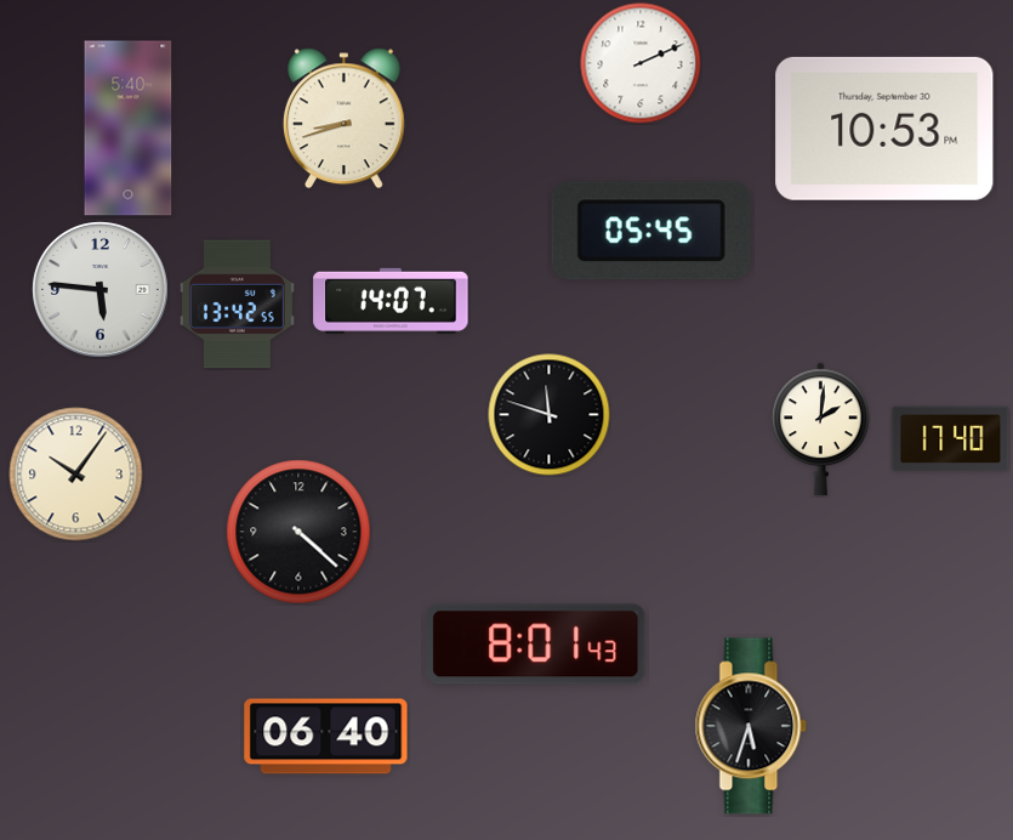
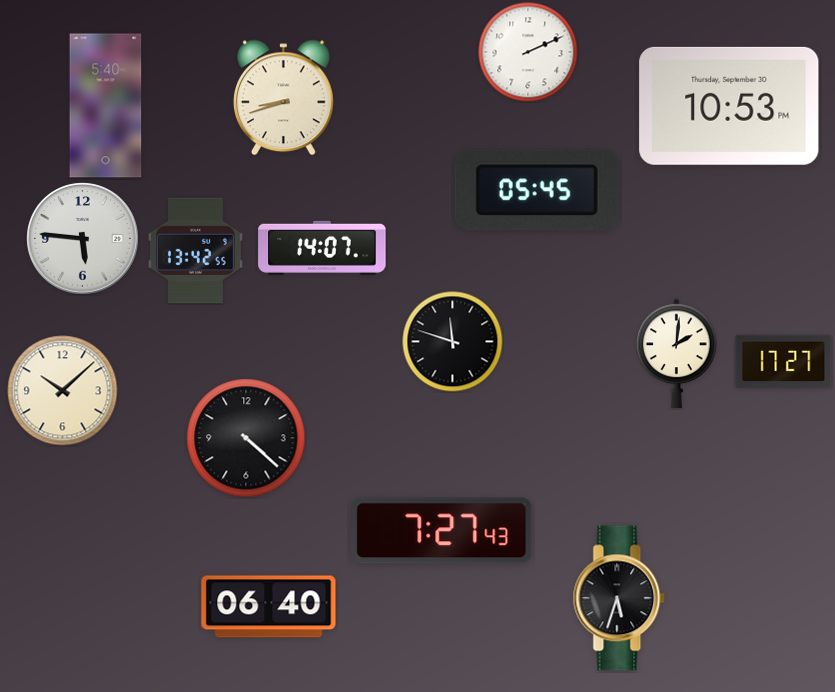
clock at (951, 439): 17:40 -> 17:27
clock at (76, 475): 10:06 -> 10:08
clock at (536, 645): 8:01 -> 7:27
